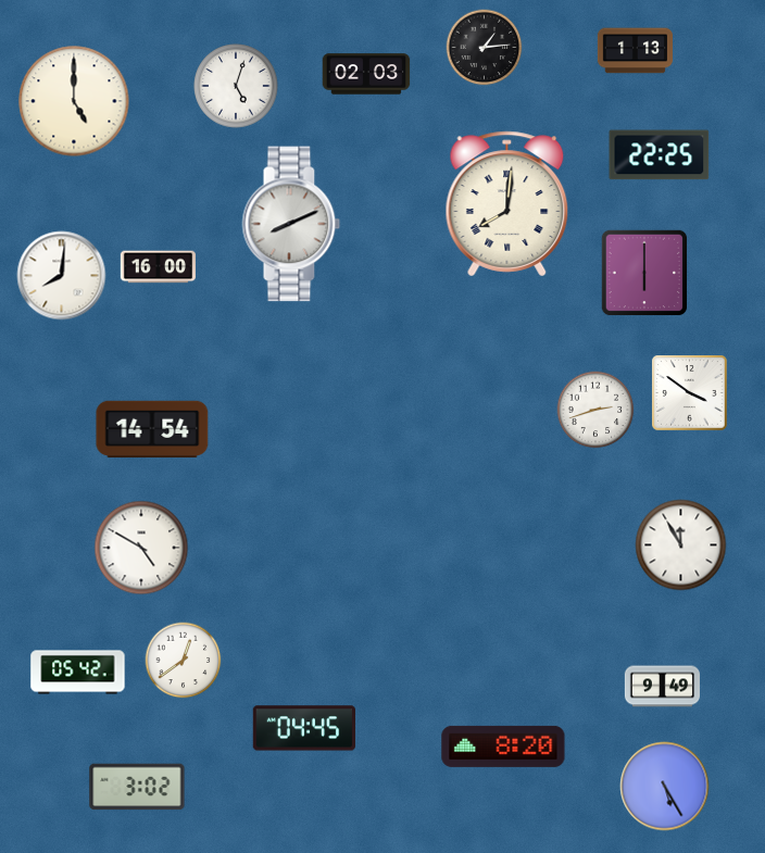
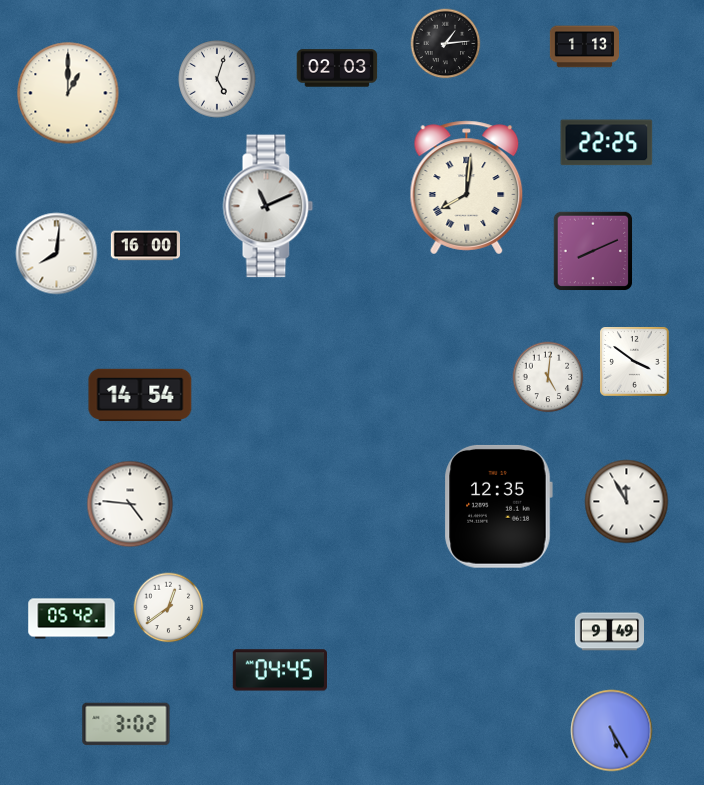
clock at (74, 101): 5:00 -> 1:00
clock at (291, 224): 8:11 -> 11:11
clock at (644, 273): 6:00 -> 8:11
clock at (595, 410): 2:42 -> 5:01
clock at (141, 548): 4:50 -> 4:46
clock at (498, 506): none -> 12:35
clock at (503, 747): 8:20 -> none
clock at (665, 787) position: (665, 787) -> (612, 731)
